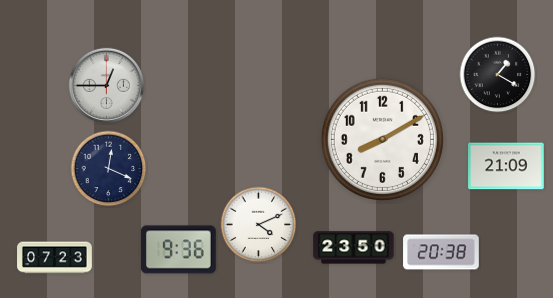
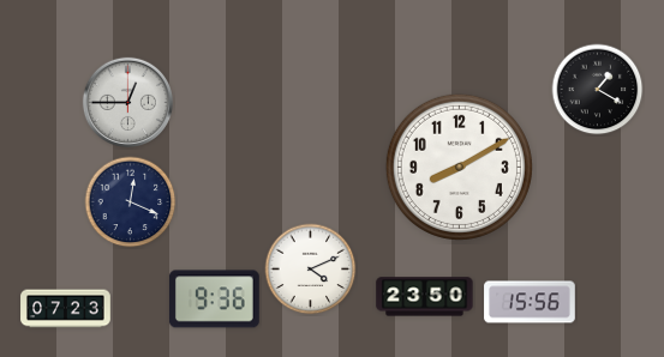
clock at (506, 166): 21:09 -> none
clock at (441, 252): 20:38 -> 15:56
